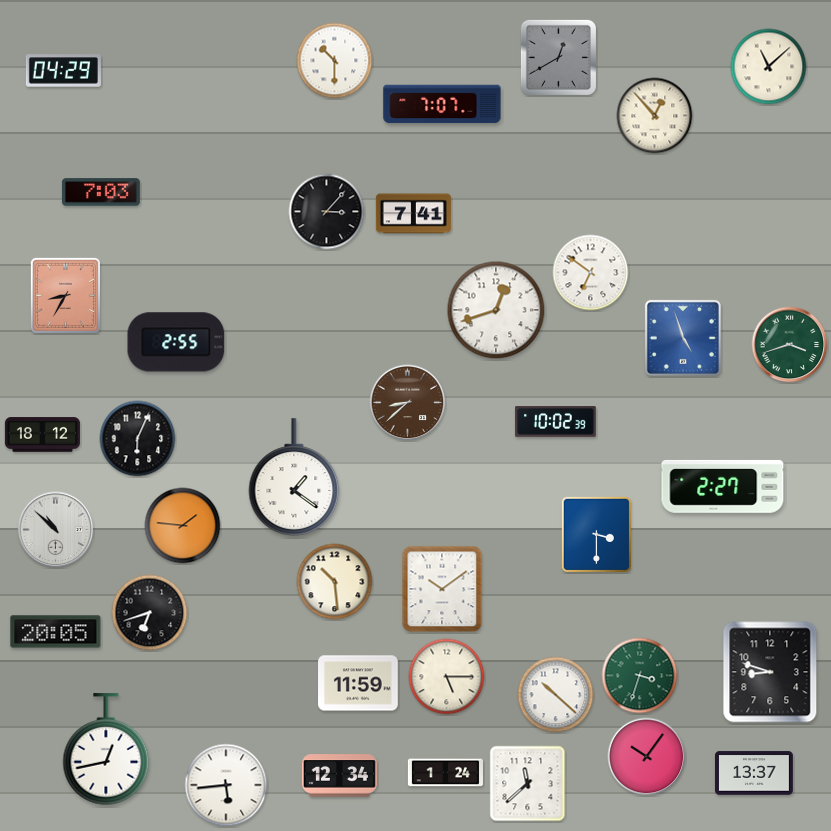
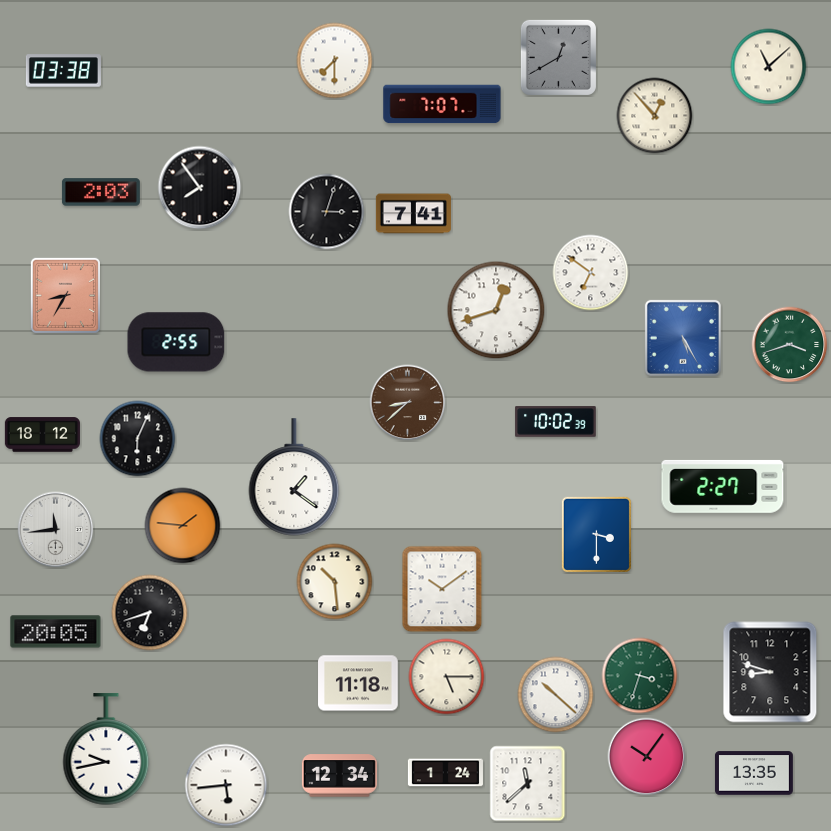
clock at (335, 61): 10:30 -> 7:30
clock at (63, 71): 04:29 -> 03:38
clock at (200, 188): none -> 7:54
clock at (101, 192): 7:03 -> 2:03
clock at (327, 212): 3:07 -> 3:03
clock at (683, 338): 4:57 -> 5:25
clock at (56, 530): 10:52 -> 11:44
clock at (358, 683): 11:59 -> 11:18
clock at (106, 750): 12:43 -> 9:43
clock at (754, 773): 13:37 -> 13:35
